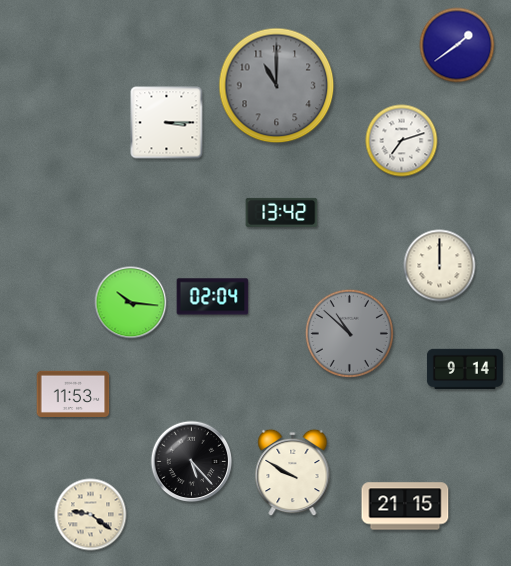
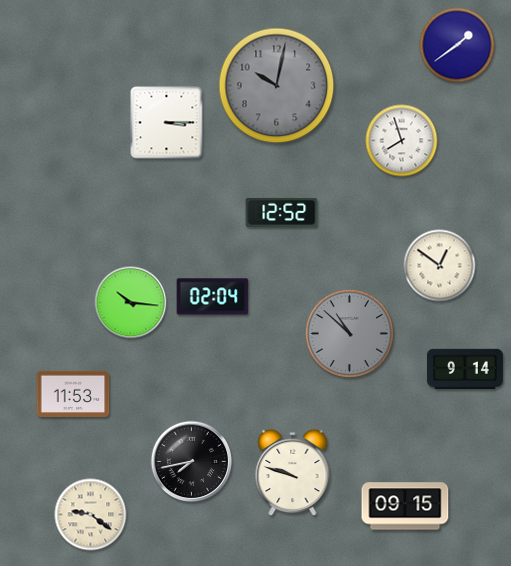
clock at (277, 86): 11:00 -> 10:02
clock at (402, 141): 7:12 -> 7:57
clock at (282, 212): 13:42 -> 12:52
clock at (440, 266): 12:00 -> 12:51
clock at (192, 462): 5:23 -> 7:43
clock at (293, 473): 9:50 -> 9:48
clock at (405, 506): 21:15 -> 09:15
